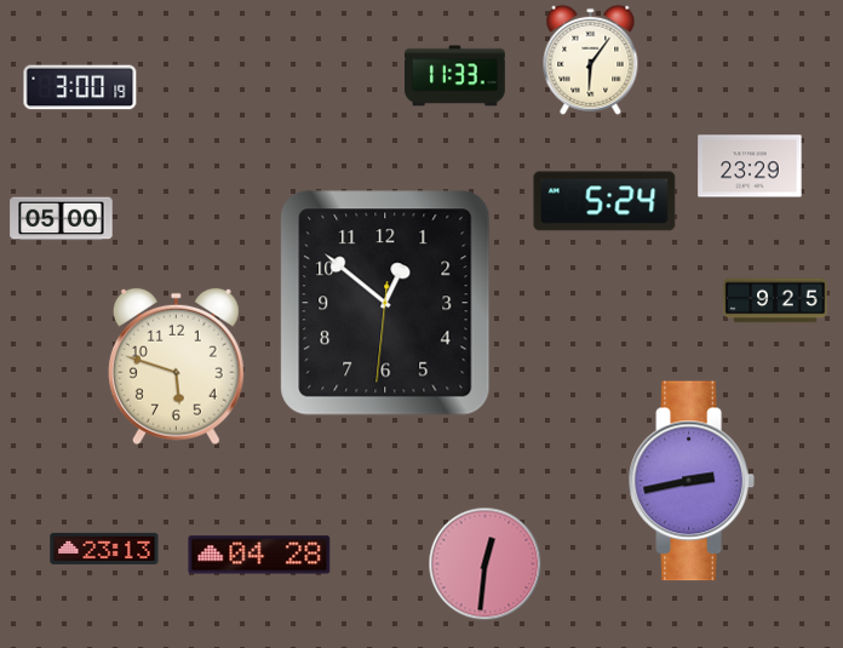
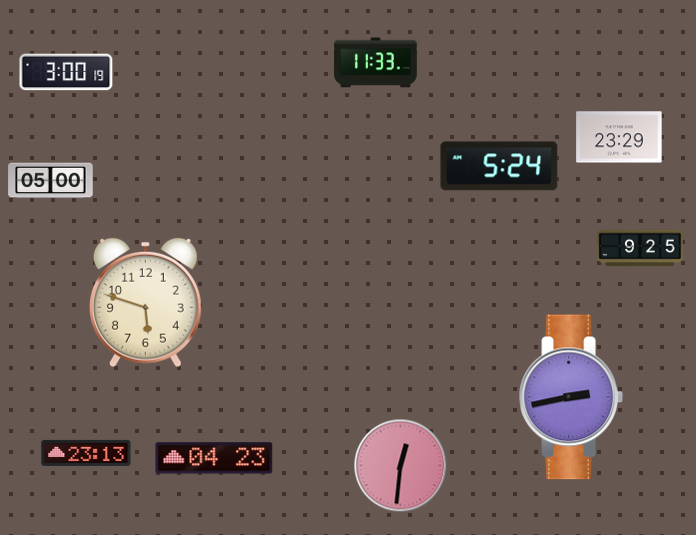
clock at (591, 59): 6:06 -> none
clock at (385, 303): 12:51 -> none
clock at (259, 555): 04:28 -> 04:23
